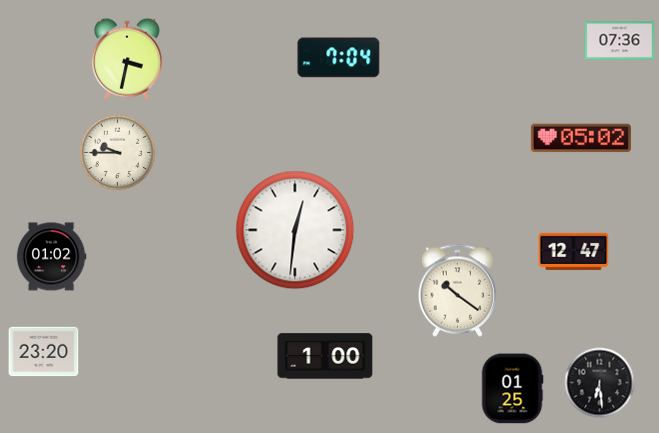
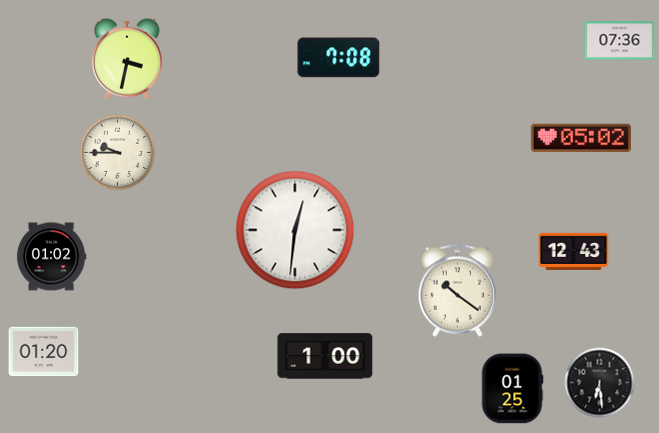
clock at (339, 58): 7:04 -> 7:08
clock at (574, 251): 12:47 -> 12:43
clock at (44, 352): 23:20 -> 01:20
